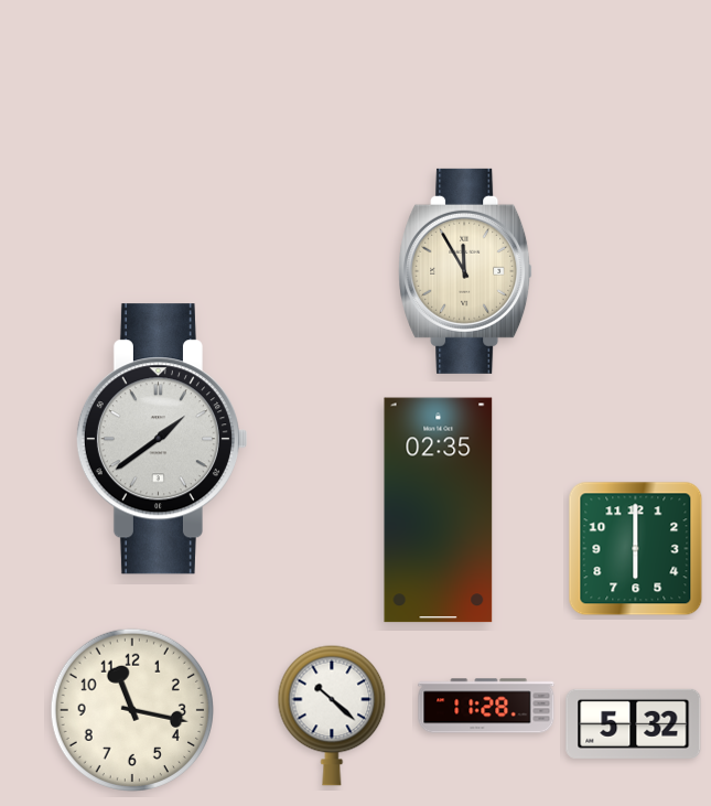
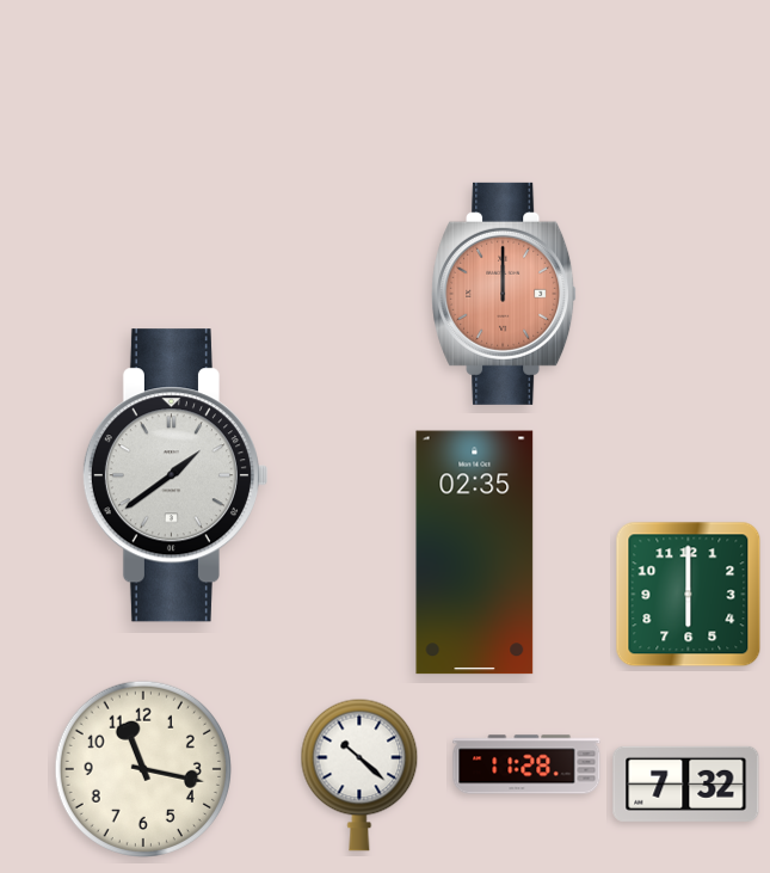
clock at (466, 271): 11:55 -> 12:00
clock at (466, 271) dial: cream -> salmon
clock at (634, 723): 5:32 -> 7:32
